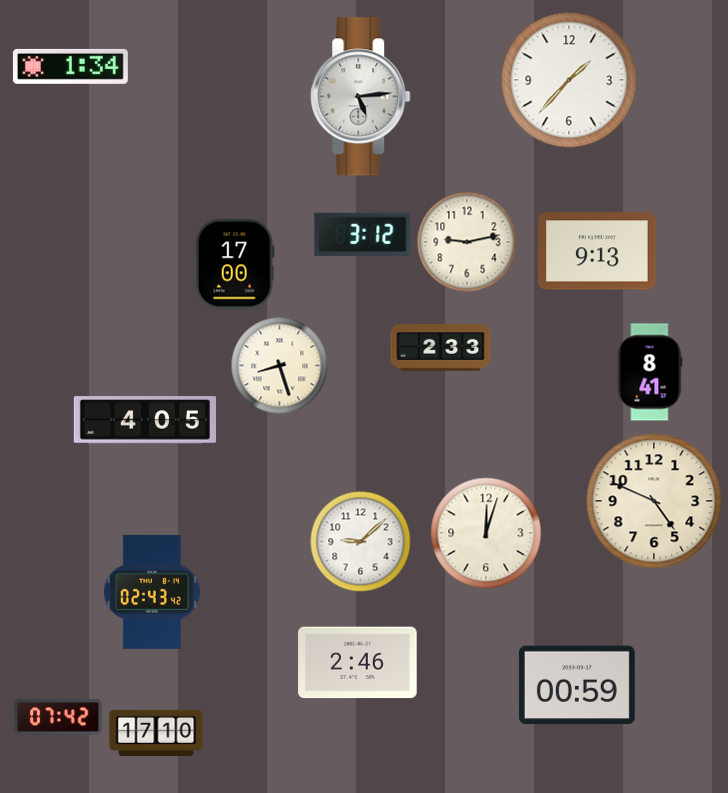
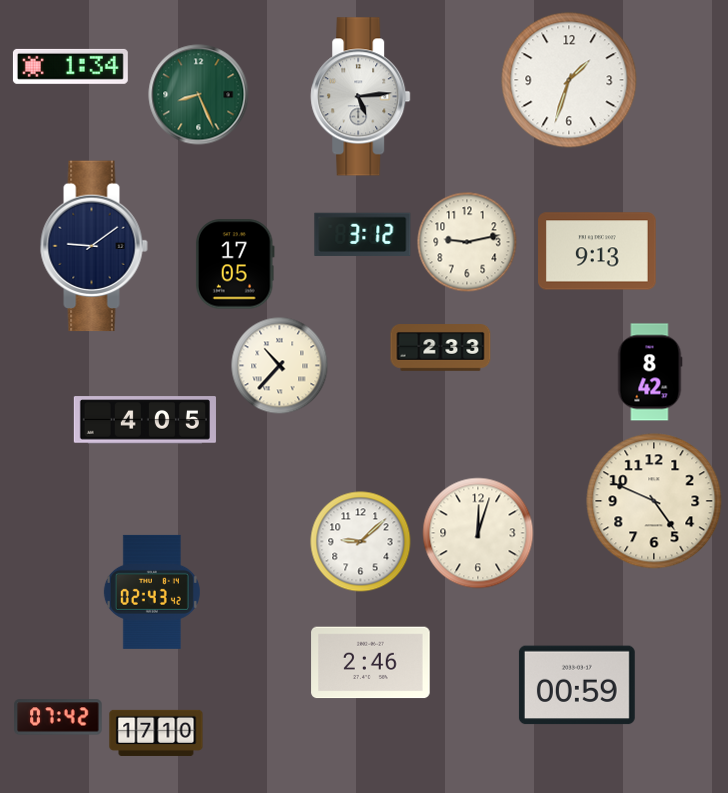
clock at (569, 80): 1:37 -> 1:33
clock at (199, 95): none -> 8:26
clock at (94, 246): none -> 9:09
clock at (235, 264): 17:00 -> 17:05
clock at (280, 366): 8:27 -> 10:37
clock at (650, 372): 8:41 -> 8:42
clock at (486, 533) position: (486, 533) -> (478, 533)
clock at (358, 663) position: (358, 663) -> (371, 663)
